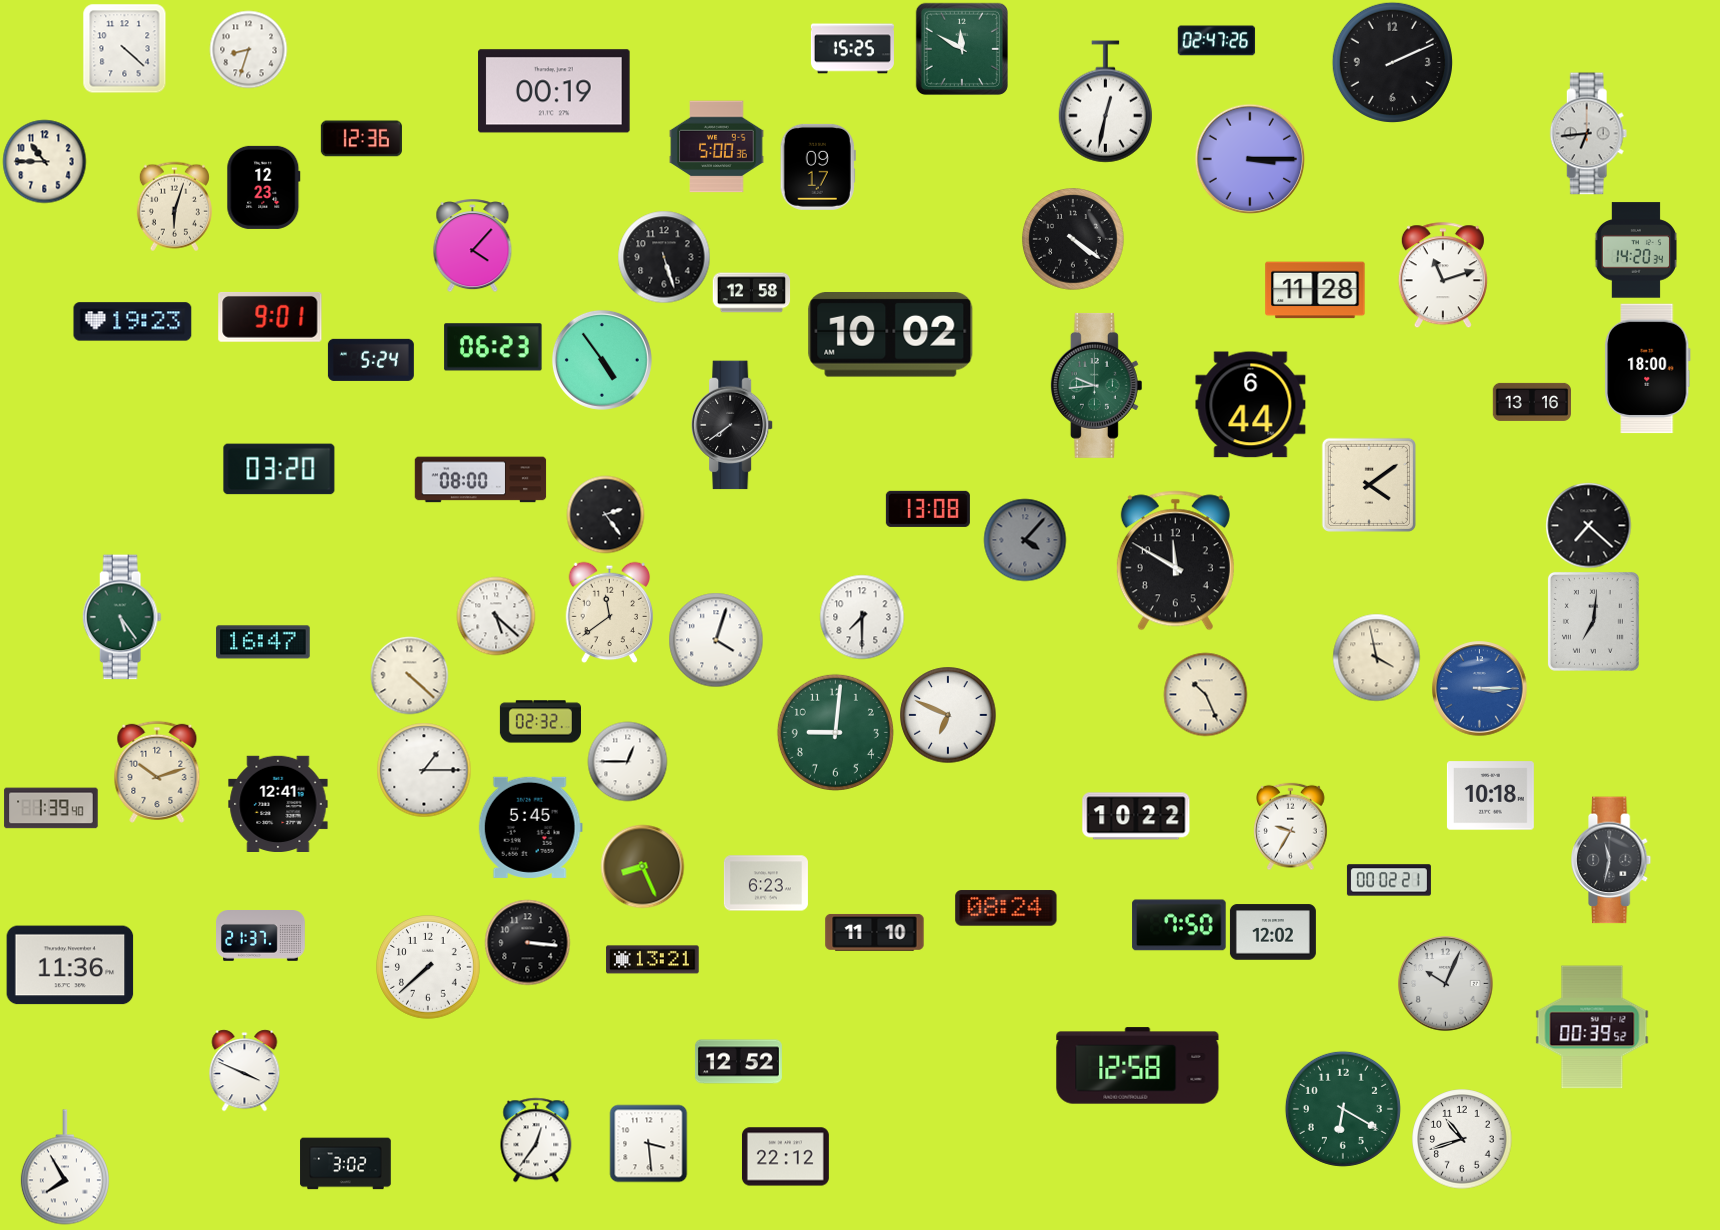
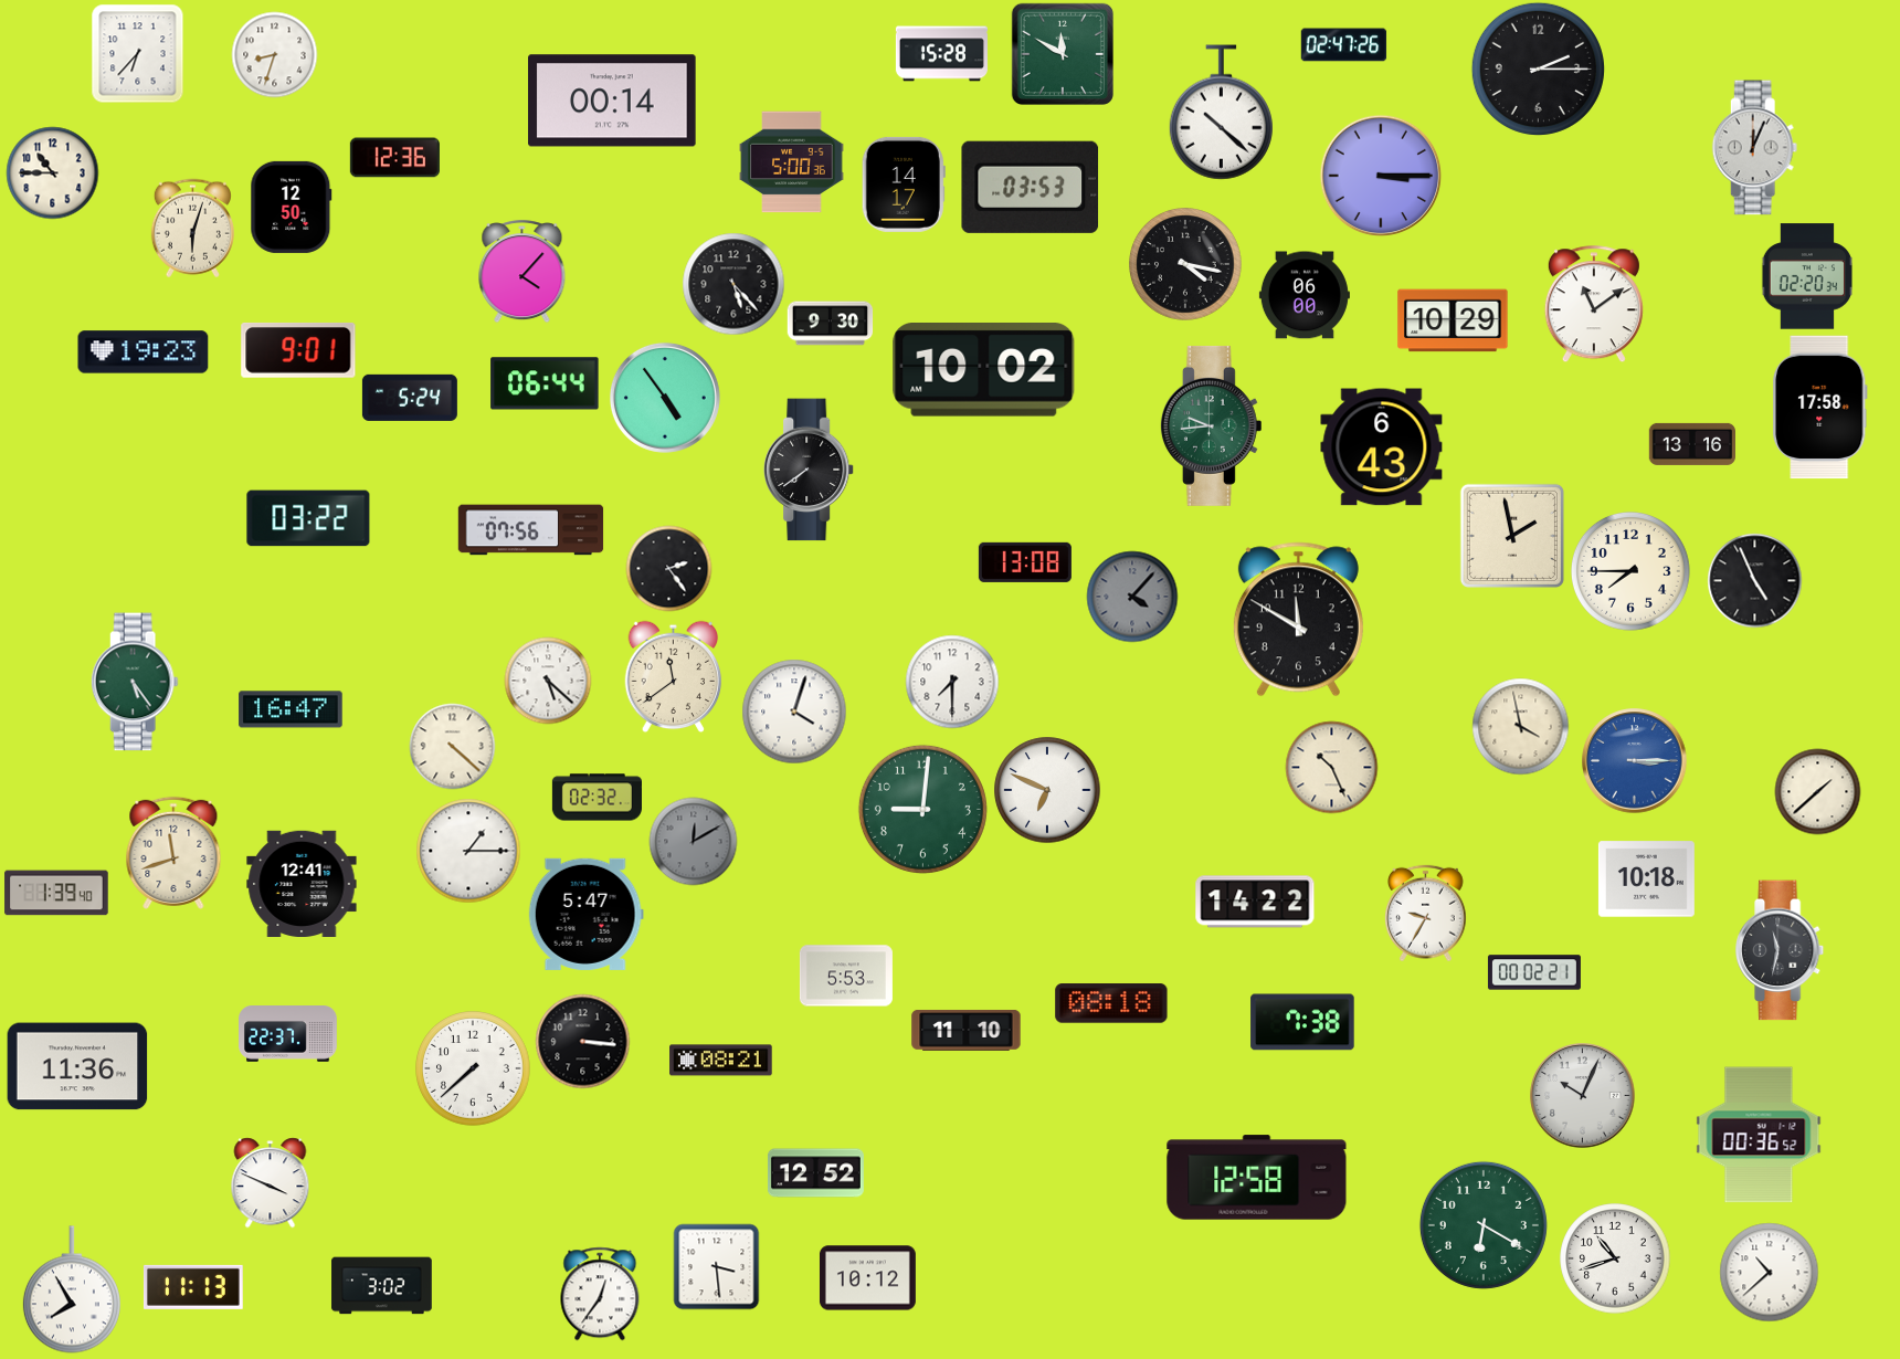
clock at (125, 48): 4:22 -> 6:37
clock at (852, 49): 15:25 -> 15:28
clock at (1392, 62): 2:11 -> 2:15
clock at (554, 91): 00:19 -> 00:14
clock at (1105, 102): 12:32 -> 10:22
clock at (1589, 134): 6:44 -> 12:04
clock at (361, 139) position: (361, 139) -> (394, 158)
clock at (44, 161) position: (44, 161) -> (52, 172)
clock at (818, 167): 09:17 -> 14:17
clock at (1031, 187): none -> 03:53
clock at (264, 187): 12:23 -> 12:50
clock at (1073, 239): 4:21 -> 4:17
clock at (1635, 250): 14:20 -> 02:20
clock at (664, 257): 5:27 -> 5:23
clock at (1305, 295): none -> 06:00
clock at (1443, 275): 11:12 -> 11:09
clock at (1315, 290): 11:28 -> 10:29
clock at (751, 293): 12:58 -> 9:30
clock at (133, 322) position: (133, 322) -> (144, 352)
clock at (493, 347): 06:23 -> 06:44
clock at (1648, 369): 18:00 -> 17:58
clock at (1251, 405): 6:44 -> 6:43
clock at (279, 469): 03:20 -> 03:22
clock at (481, 480): 08:00 -> 07:56
clock at (1369, 485): 4:09 -> 1:58
clock at (1630, 571): none -> 7:45
clock at (1588, 525): 7:22 -> 4:56
clock at (1593, 621): 7:01 -> none
clock at (716, 640) position: (716, 640) -> (794, 712)
clock at (1817, 791): none -> 1:38
clock at (627, 761): 12:45 -> 12:10
clock at (627, 761) dial: white -> grey
clock at (157, 772): 10:12 -> 11:42
clock at (278, 803) position: (278, 803) -> (302, 883)
clock at (1136, 816): 10:22 -> 14:22
clock at (530, 827): 5:45 -> 5:47
clock at (642, 866): 8:26 -> none
clock at (766, 883): 6:23 -> 5:53
clock at (1006, 908): 08:24 -> 08:18
clock at (1179, 925): 7:50 -> 7:38
clock at (1273, 932): 12:02 -> none
clock at (261, 936): 21:37 -> 22:37
clock at (653, 960): 13:21 -> 08:21
clock at (1446, 984) position: (1446, 984) -> (1583, 1096)
clock at (1592, 1027): 00:39 -> 00:36
clock at (536, 1140) position: (536, 1140) -> (600, 1294)
clock at (648, 1143) position: (648, 1143) -> (716, 1266)
clock at (1769, 1272): none -> 10:38
clock at (785, 1157): 22:12 -> 10:12
clock at (193, 1287): none -> 11:13
